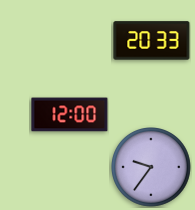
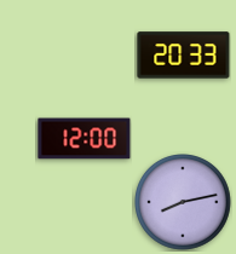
clock at (152, 41) position: (152, 41) -> (184, 56)
clock at (152, 168): 9:36 -> 8:13
